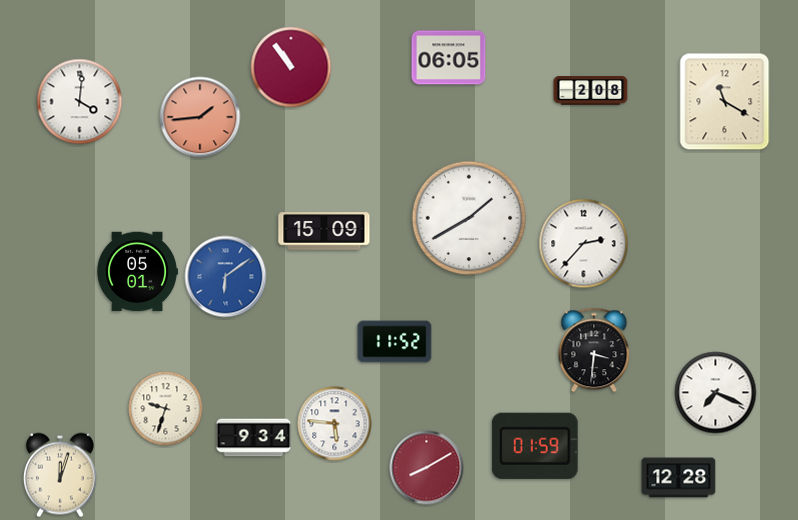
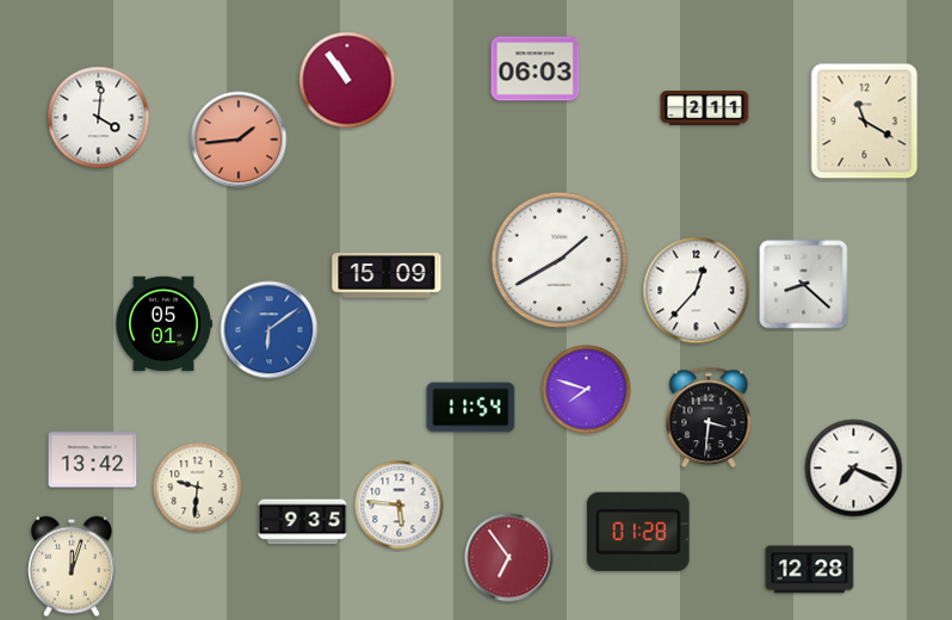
clock at (449, 58): 06:05 -> 06:03
clock at (591, 91): 2:08 -> 2:11
clock at (80, 102) position: (80, 102) -> (99, 118)
clock at (804, 285): none -> 8:22
clock at (584, 244): 2:37 -> 12:37
clock at (587, 390): none -> 7:48
clock at (395, 342): 11:52 -> 11:54
clock at (93, 460): none -> 13:42
clock at (166, 409): 9:33 -> 9:31
clock at (254, 438): 9:34 -> 9:35
clock at (535, 446): 01:59 -> 01:28
clock at (427, 468): 8:10 -> 6:54
